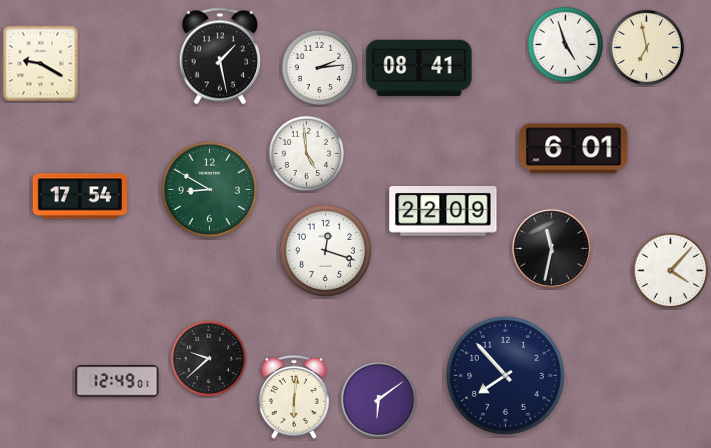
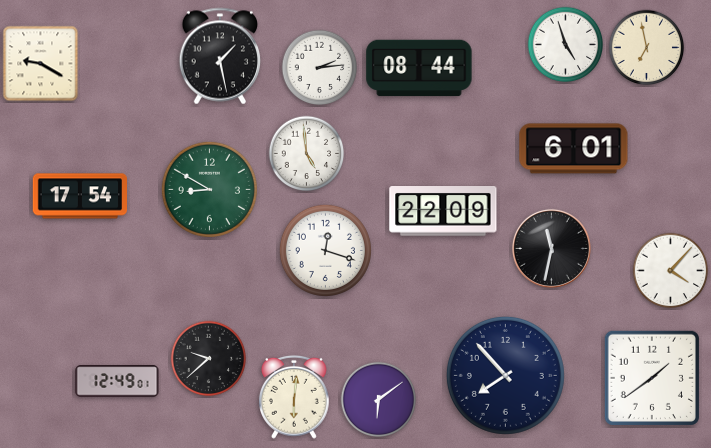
clock at (419, 68): 08:41 -> 08:44
clock at (652, 378): none -> 1:39
